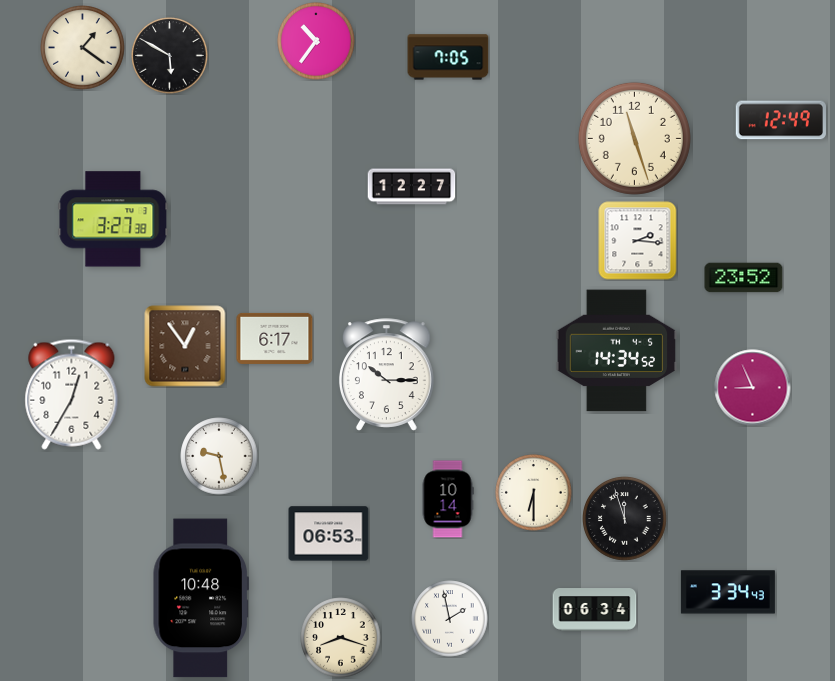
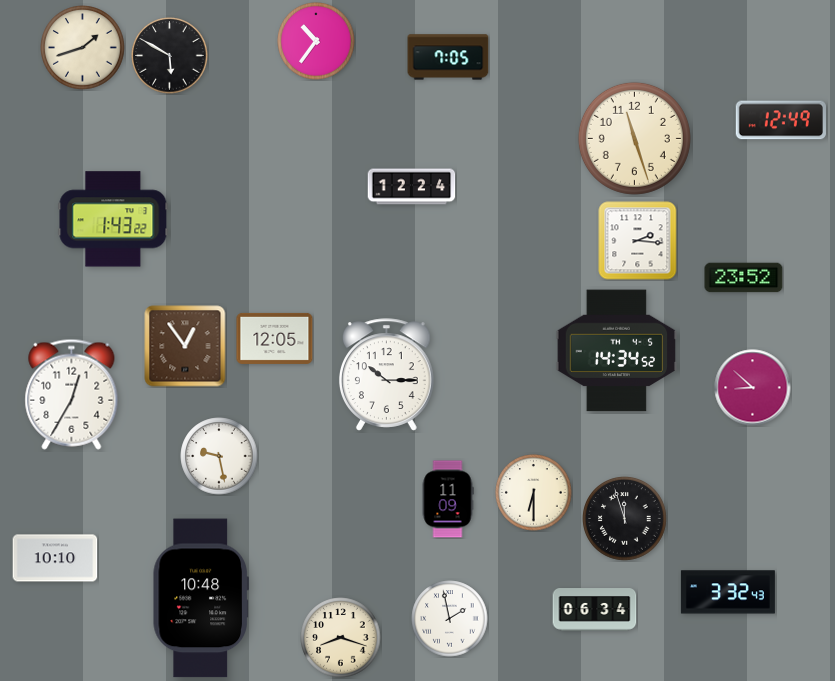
clock at (83, 48): 1:21 -> 1:42
clock at (412, 187): 12:27 -> 12:24
clock at (113, 219): 3:27 -> 1:43
clock at (275, 338): 6:17 -> 12:05
clock at (753, 388): 8:56 -> 8:52
clock at (448, 499): 10:14 -> 11:09
clock at (329, 534): 06:53 -> none
clock at (55, 558): none -> 10:10
clock at (728, 592): 3:34 -> 3:32
